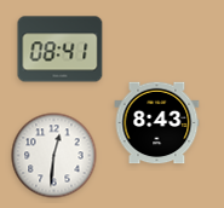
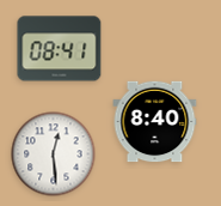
clock at (157, 123): 8:43 -> 8:40
clock at (54, 156): 12:31 -> 12:29
